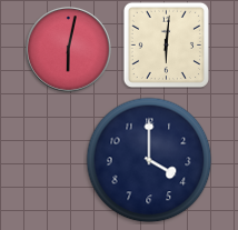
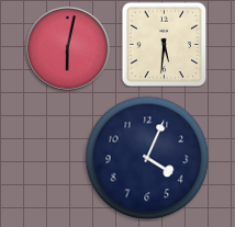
clock at (166, 44): 6:01 -> 5:31
clock at (149, 160): 4:00 -> 4:04
